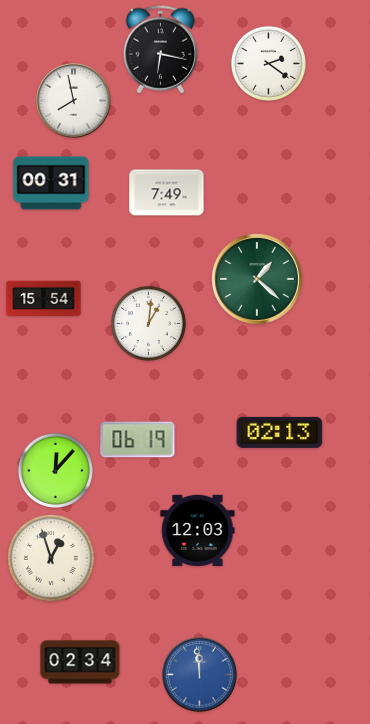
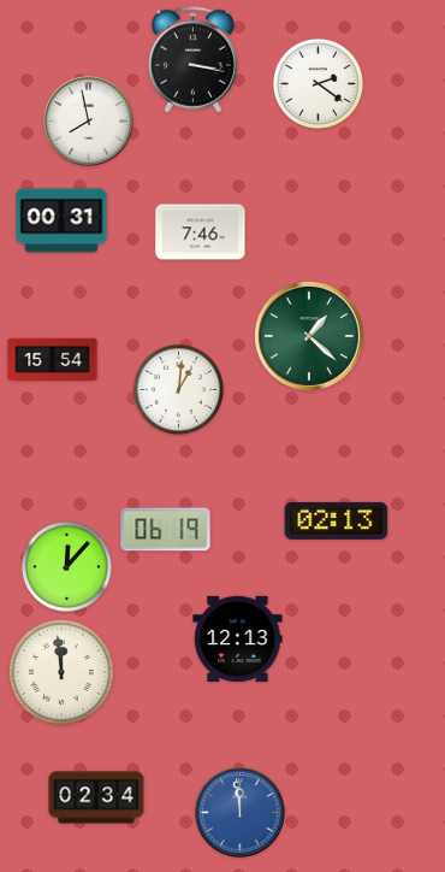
clock at (160, 50): 6:17 -> 3:17
clock at (268, 63) position: (268, 63) -> (318, 83)
clock at (167, 193): 7:49 -> 7:46
clock at (198, 530): 12:03 -> 12:13
clock at (52, 559): 12:57 -> 11:59
